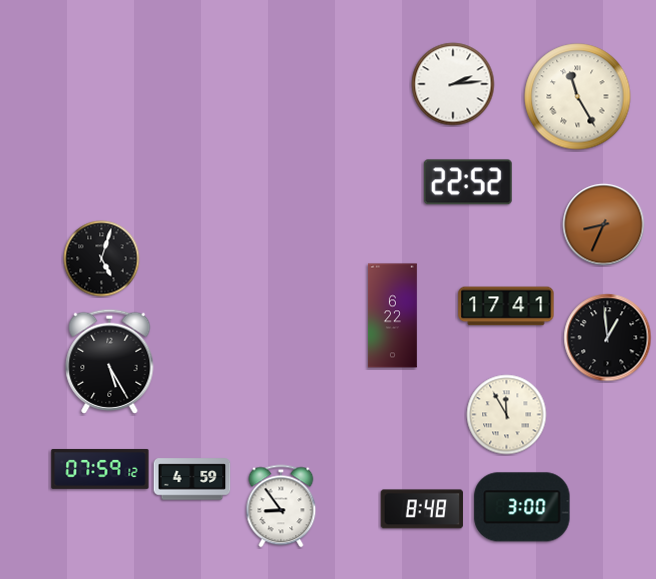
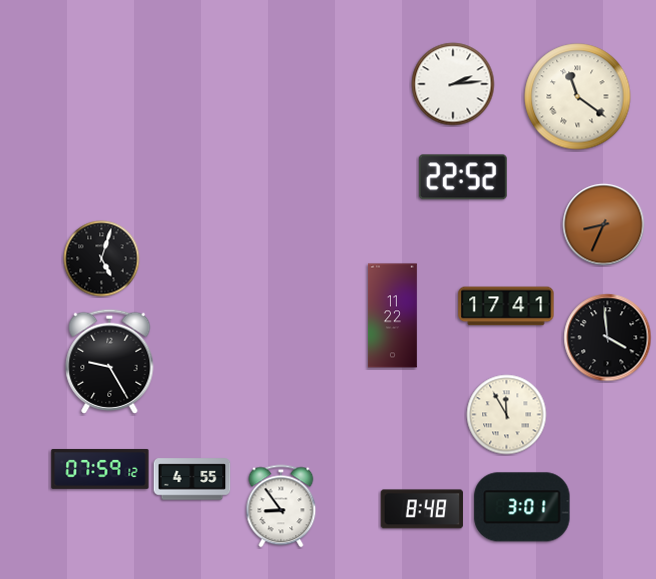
clock at (578, 97): 11:25 -> 11:21
clock at (468, 182) position: (468, 182) -> (463, 177)
clock at (392, 316): 6:22 -> 11:22
clock at (608, 338): 12:59 -> 3:59
clock at (110, 361): 5:25 -> 9:25
clock at (192, 479): 4:59 -> 4:55
clock at (522, 507): 3:00 -> 3:01
